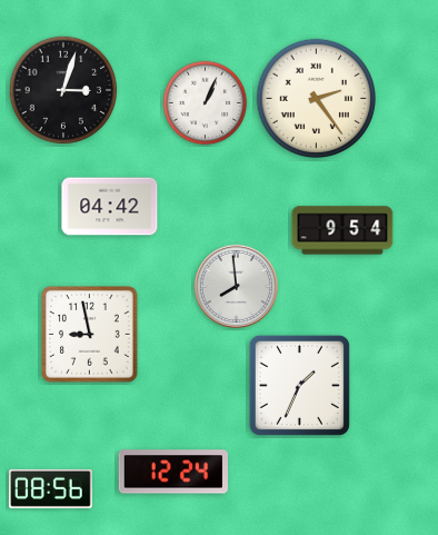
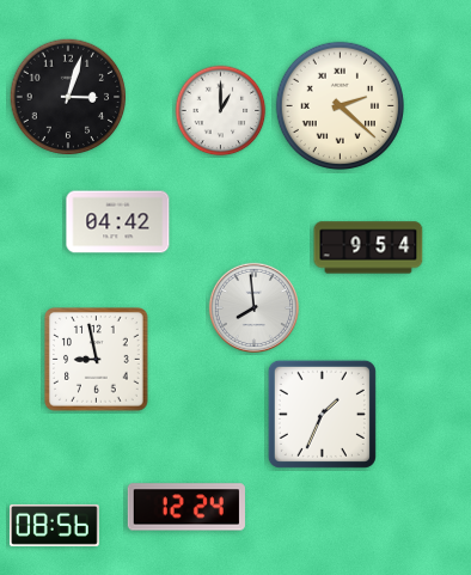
clock at (316, 98): 2:24 -> 2:22
clock at (206, 103): 1:04 -> 1:00
